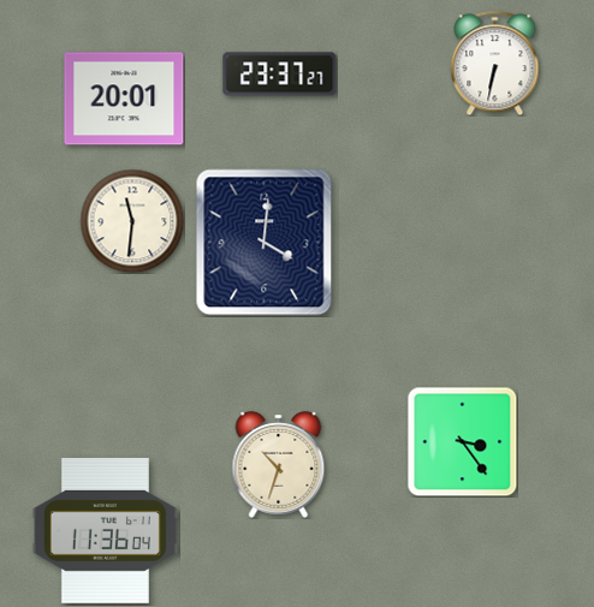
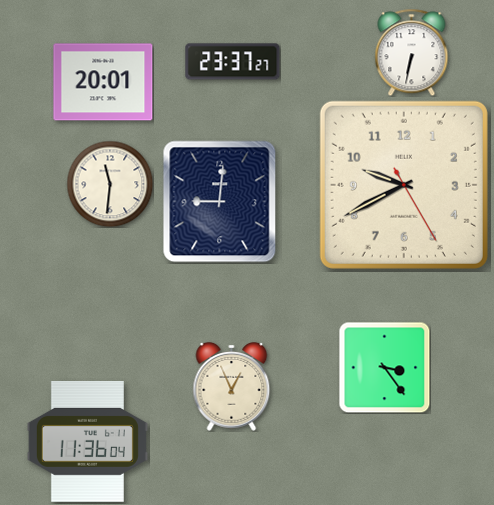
clock at (404, 185): none -> 9:40
clock at (265, 243): 4:01 -> 9:01
clock at (279, 464): 10:33 -> 12:56
